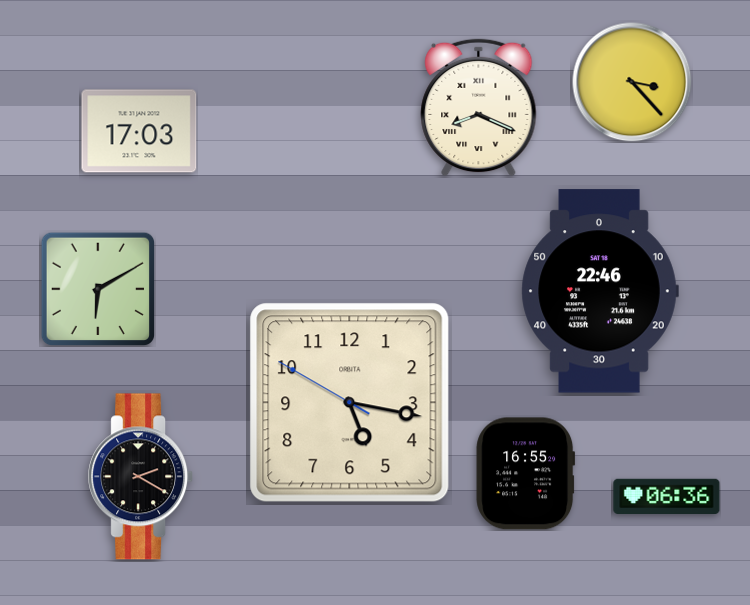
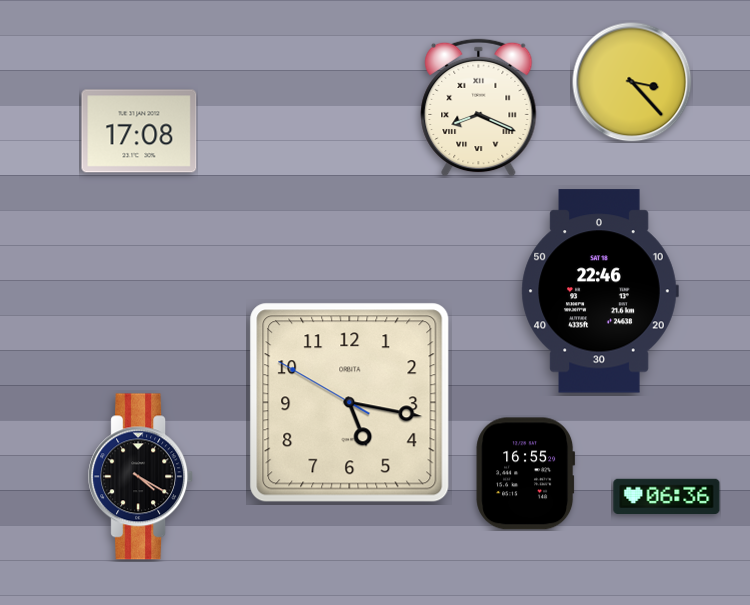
clock at (139, 131): 17:03 -> 17:08
clock at (98, 289): 6:10 -> none
clock at (141, 477): 2:20 -> 4:20
